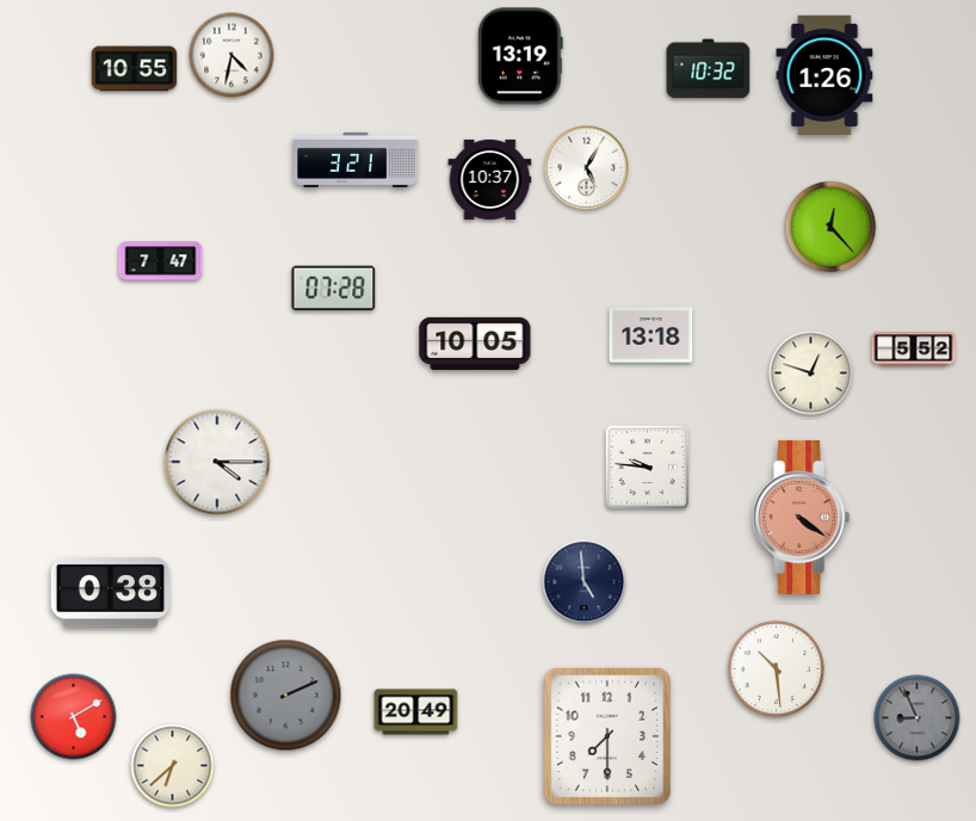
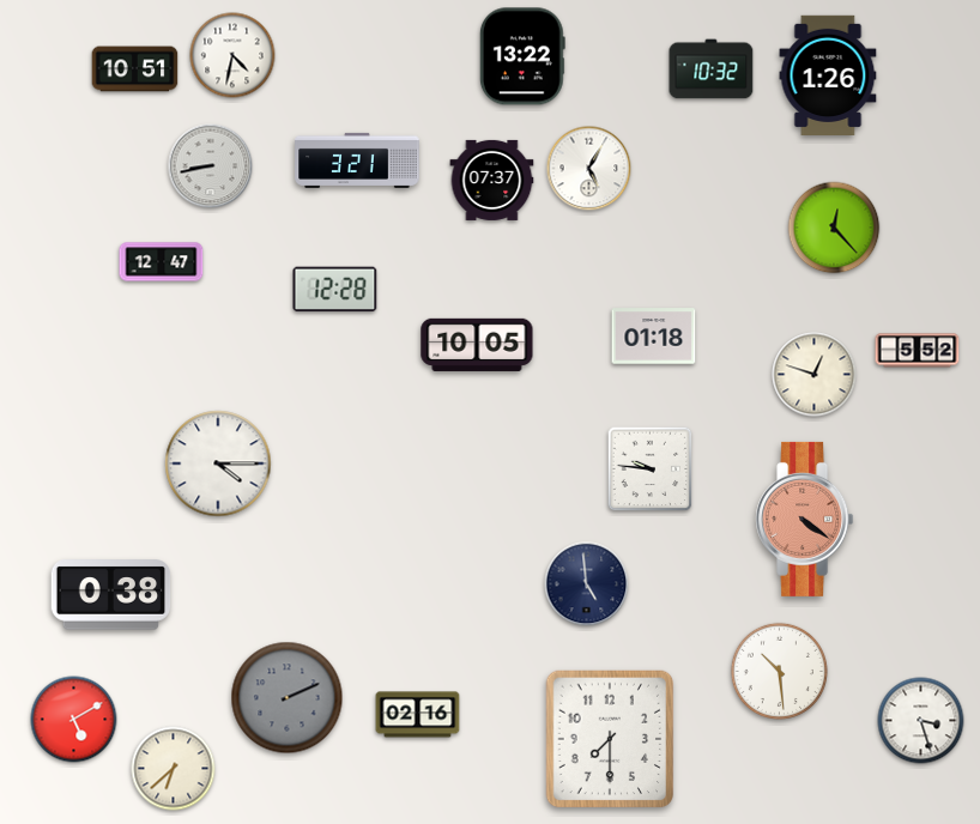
clock at (520, 56): 13:19 -> 13:22
clock at (135, 69): 10:55 -> 10:51
clock at (211, 166): none -> 8:43
clock at (490, 179): 10:37 -> 07:37
clock at (161, 261): 7:47 -> 12:47
clock at (334, 289): 07:28 -> 12:28
clock at (651, 335): 13:18 -> 01:18
clock at (416, 712): 20:49 -> 02:16
clock at (918, 718): 8:56 -> 3:27
clock at (918, 718) dial: grey -> white
